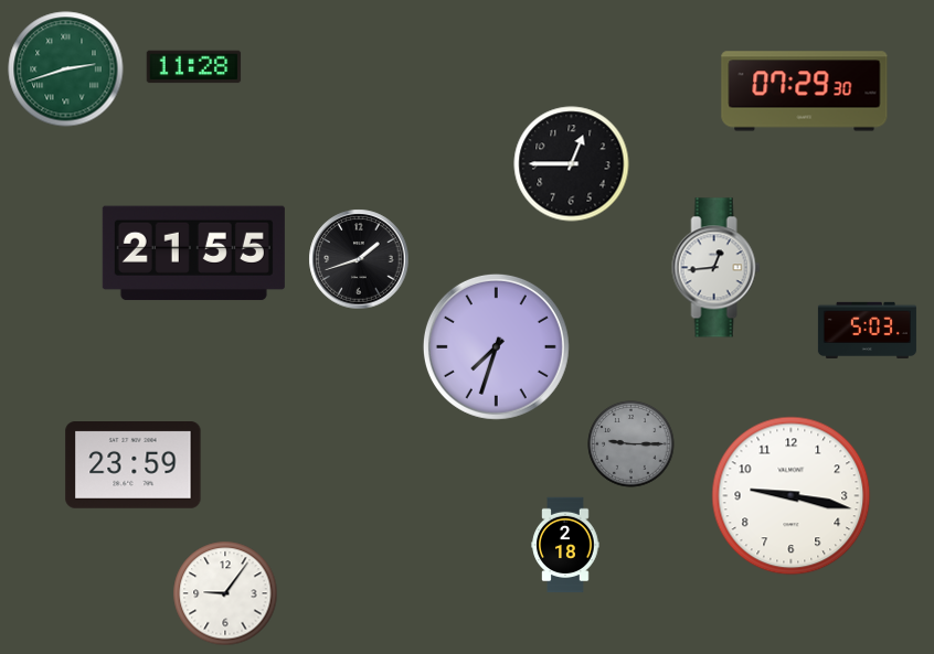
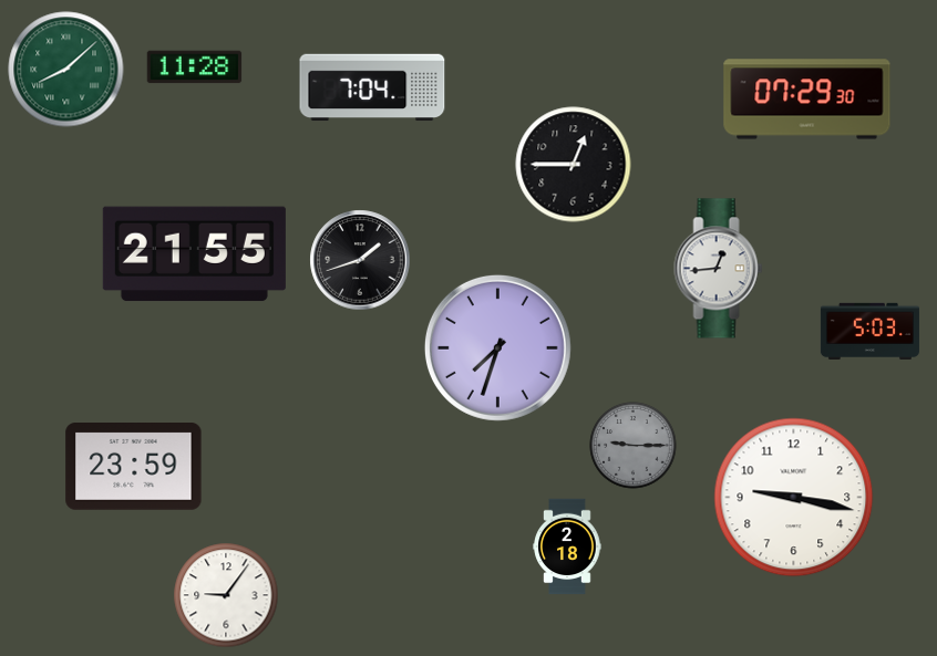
clock at (66, 69): 2:42 -> 8:08
clock at (372, 87): none -> 7:04
clock at (805, 92) position: (805, 92) -> (807, 100)
